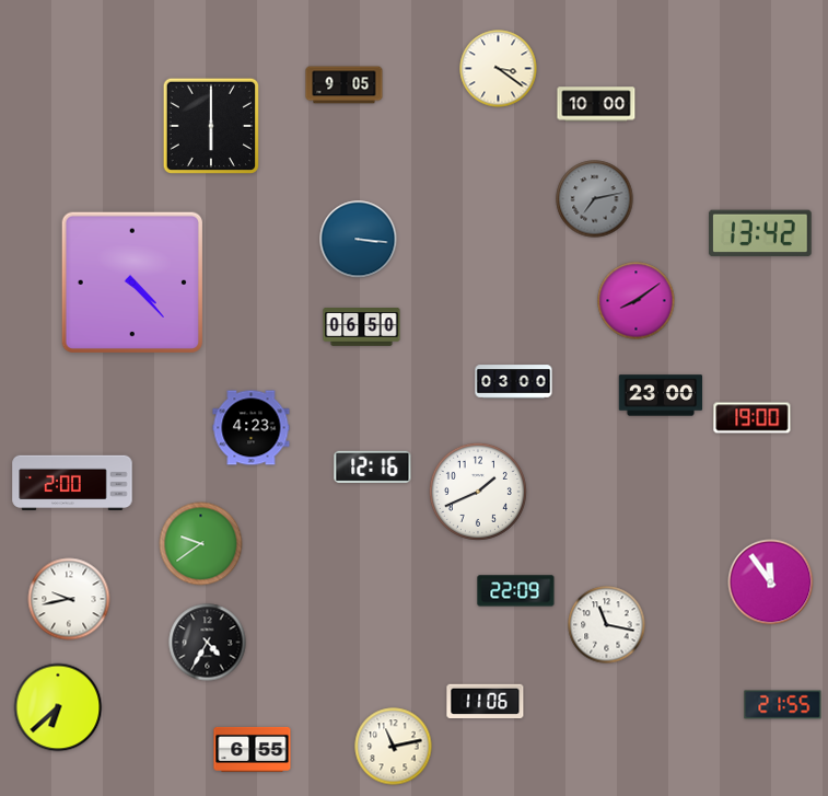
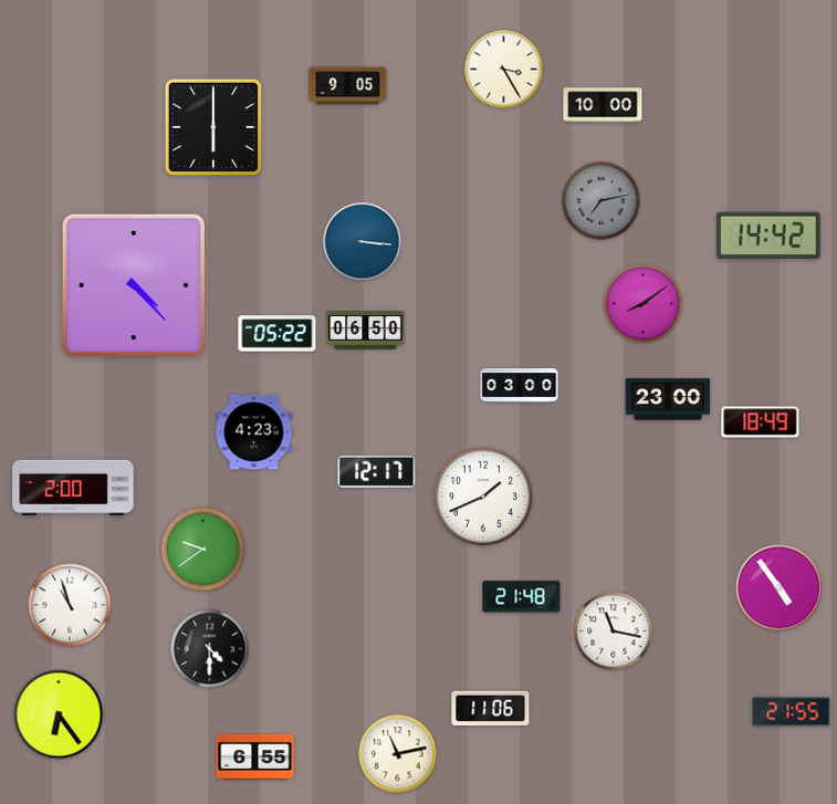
clock at (499, 69): 3:21 -> 3:25
clock at (760, 233): 13:42 -> 14:42
clock at (278, 334): none -> 05:22
clock at (753, 418): 19:00 -> 18:49
clock at (373, 466): 12:16 -> 12:17
clock at (771, 582): 11:54 -> 4:54
clock at (516, 591): 22:09 -> 21:48
clock at (69, 599): 9:43 -> 10:57
clock at (208, 643): 4:35 -> 4:30
clock at (58, 707): 6:38 -> 6:24
